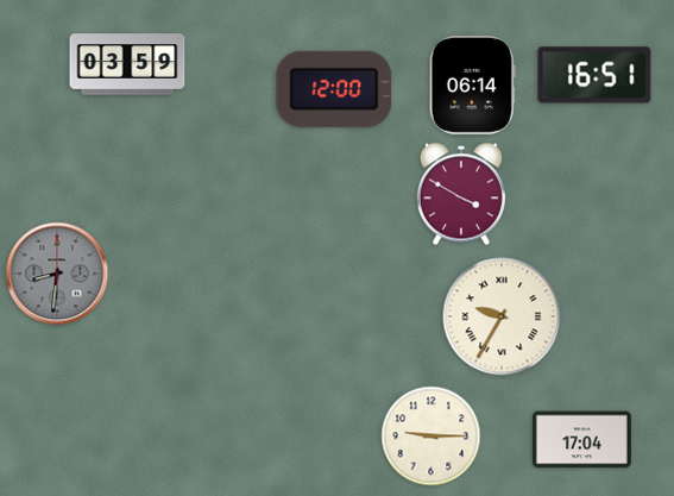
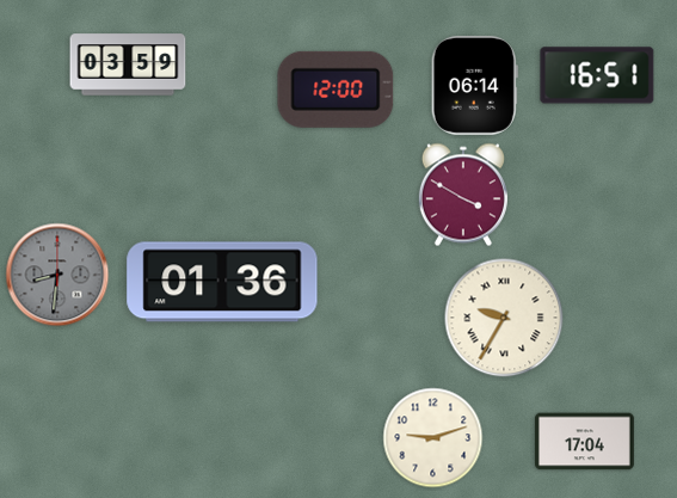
clock at (222, 282): none -> 01:36
clock at (432, 437): 9:15 -> 9:12
